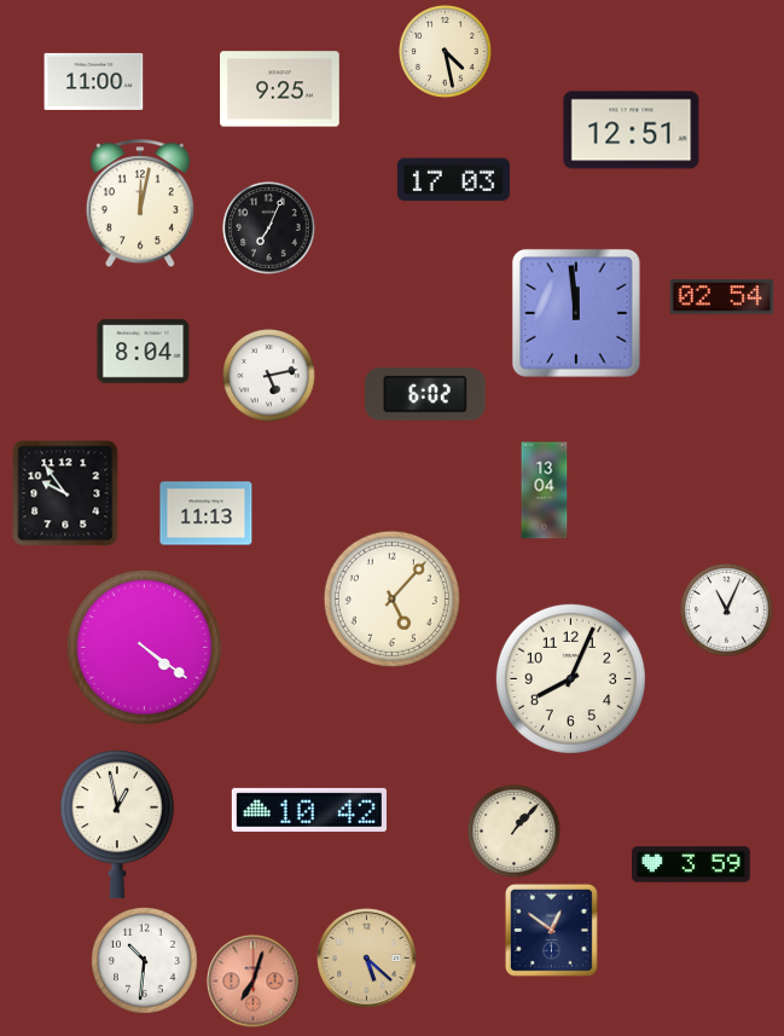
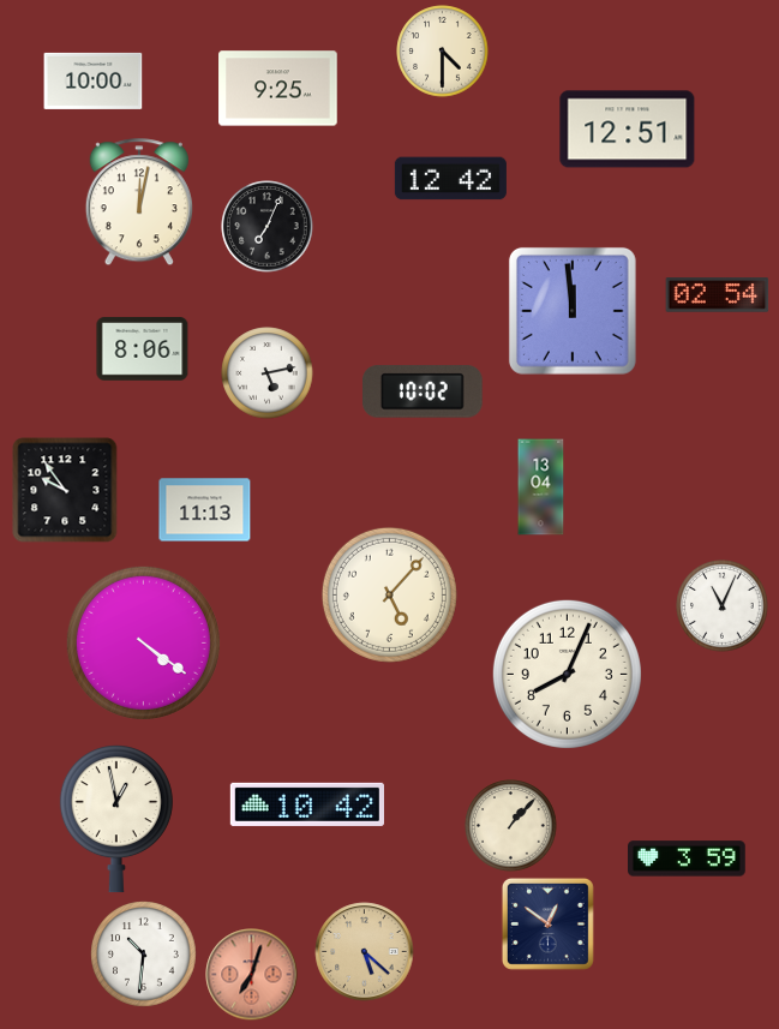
clock at (446, 52): 4:28 -> 4:30
clock at (94, 81): 11:00 -> 10:00
clock at (453, 180): 17:03 -> 12:42
clock at (144, 352): 8:04 -> 8:06
clock at (425, 394): 6:02 -> 10:02
